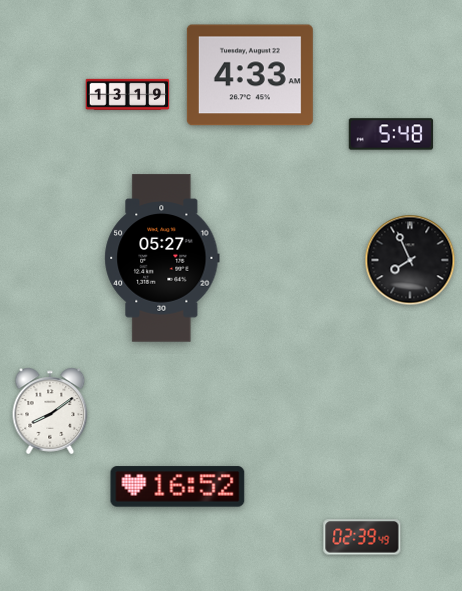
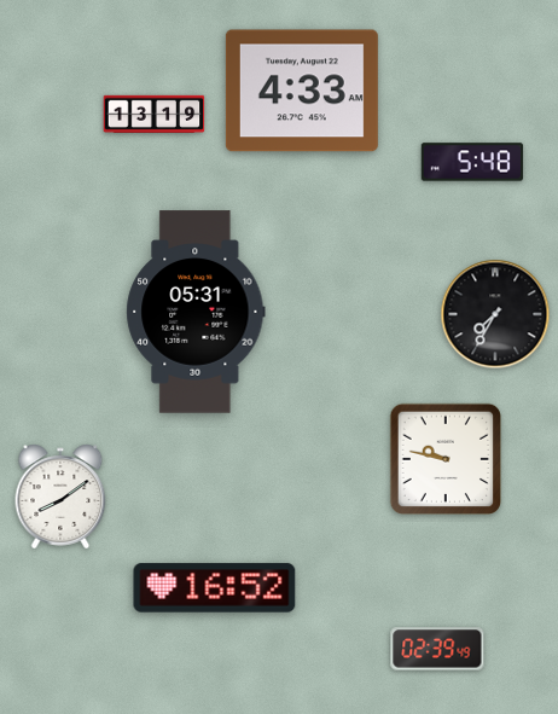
clock at (162, 258): 05:27 -> 05:31
clock at (410, 260): 7:56 -> 7:35
clock at (444, 458): none -> 9:47
